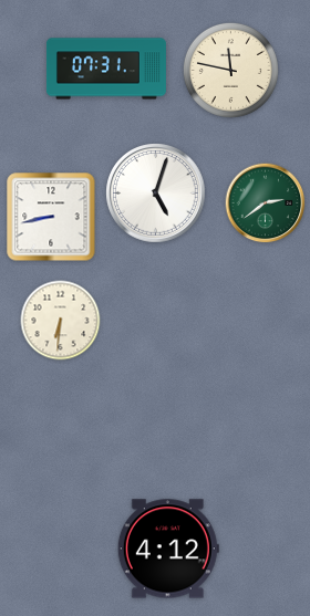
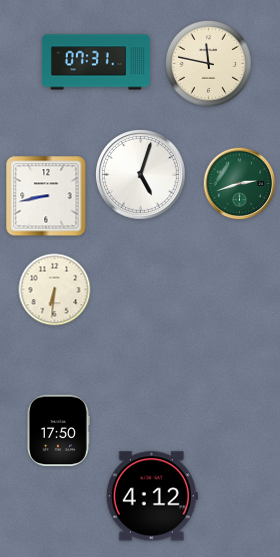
clock at (266, 203): 2:39 -> 2:42
clock at (59, 431): none -> 17:50
